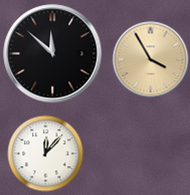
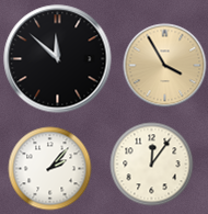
clock at (152, 165): none -> 12:06
clock at (46, 154): 12:07 -> 2:07
